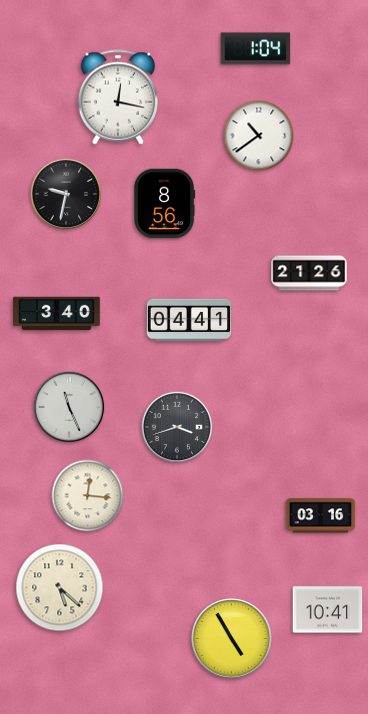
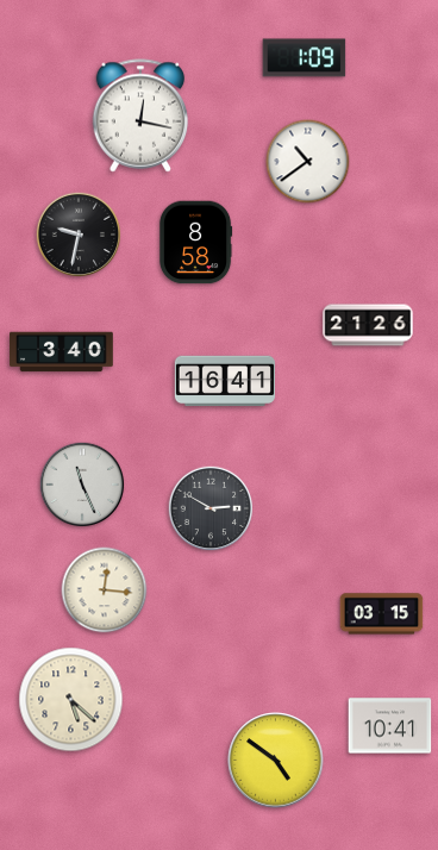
clock at (256, 49): 1:04 -> 1:09
clock at (66, 194) position: (66, 194) -> (79, 235)
clock at (164, 204): 8:56 -> 8:58
clock at (57, 314) position: (57, 314) -> (62, 352)
clock at (188, 320): 04:41 -> 16:41
clock at (177, 427): 3:42 -> 2:50
clock at (321, 516): 03:16 -> 03:15
clock at (232, 639): 4:55 -> 4:51
